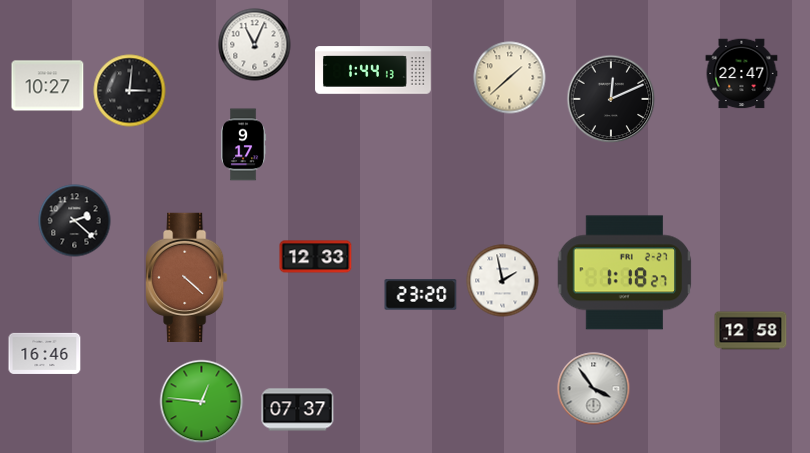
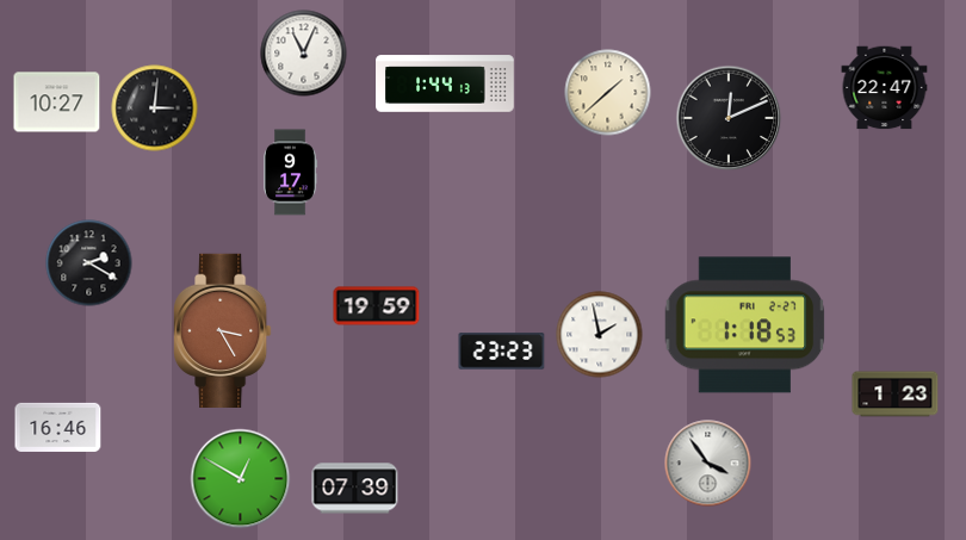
clock at (75, 221): 2:22 -> 2:20
clock at (316, 257): 12:33 -> 19:59
clock at (625, 273): 1:18:27 -> 1:18:53
clock at (187, 277): 4:22 -> 3:25
clock at (421, 295): 23:20 -> 23:23
clock at (751, 331): 12:58 -> 1:23
clock at (45, 353) position: (45, 353) -> (58, 427)
clock at (202, 402): 12:46 -> 12:50
clock at (298, 410): 07:37 -> 07:39
